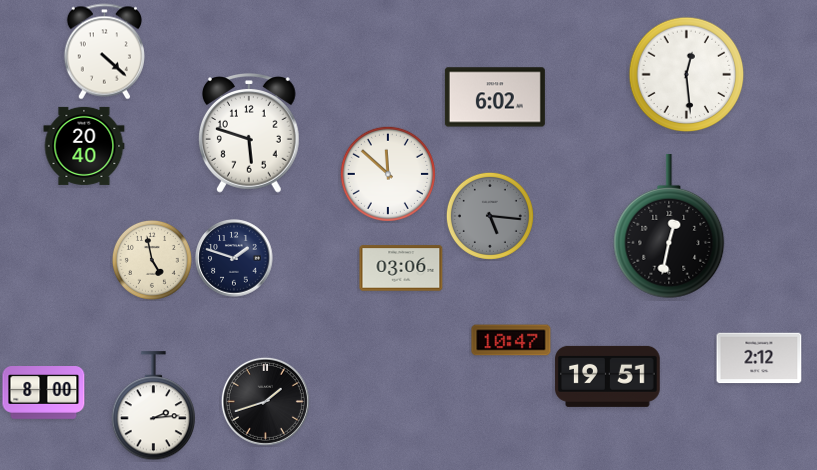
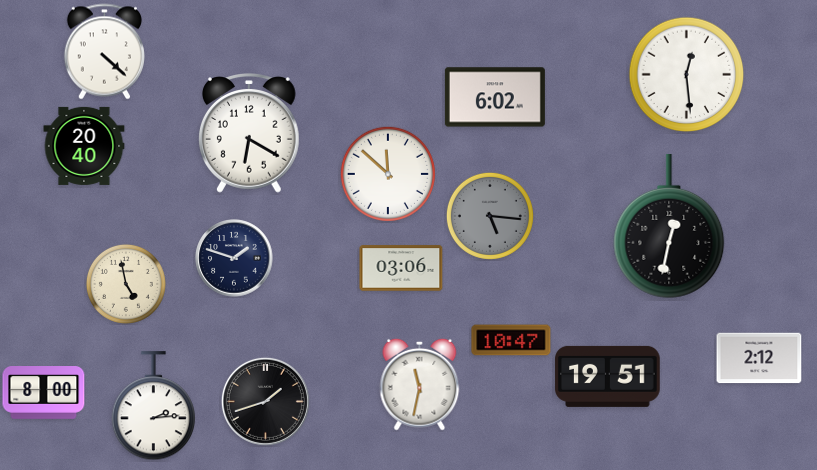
clock at (250, 133): 5:48 -> 6:20
clock at (152, 260) position: (152, 260) -> (126, 284)
clock at (420, 384): none -> 11:32
